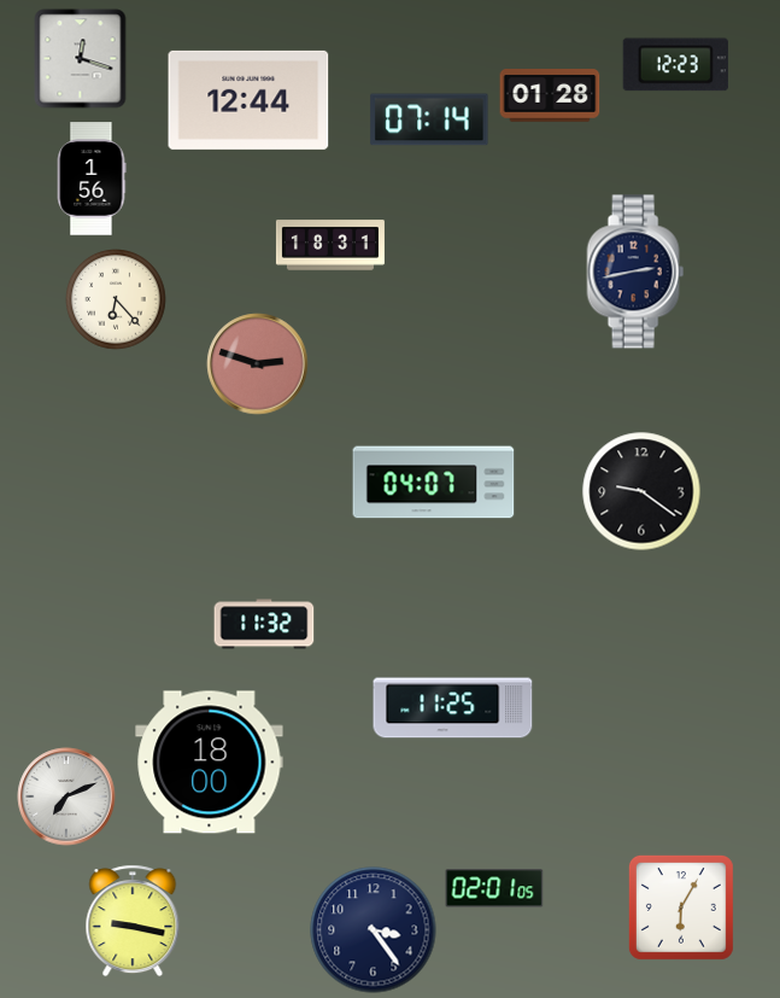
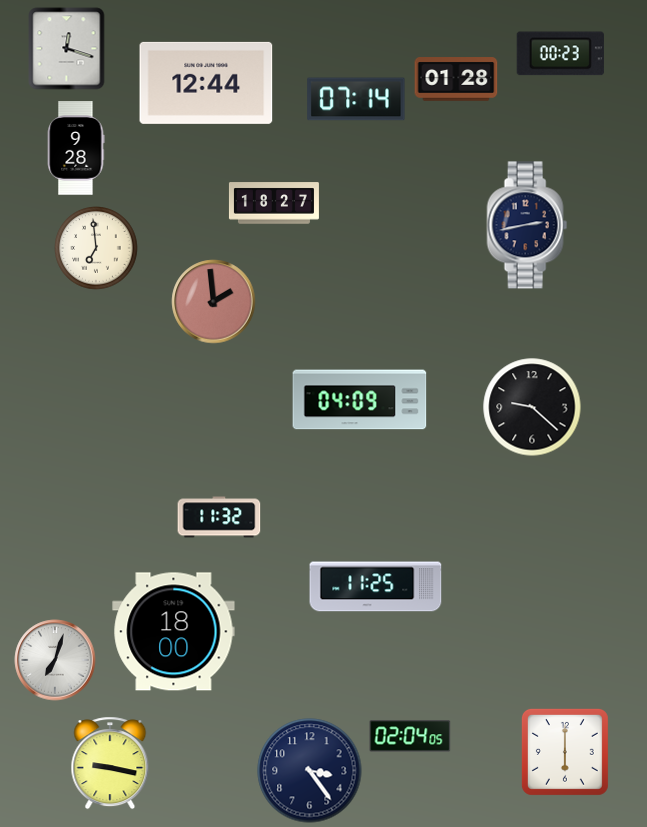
clock at (675, 65): 12:23 -> 00:23
clock at (92, 179): 1:56 -> 9:28
clock at (330, 245): 18:31 -> 18:27
clock at (116, 299): 6:23 -> 6:59
clock at (258, 364): 2:48 -> 1:59
clock at (434, 483): 04:07 -> 04:09
clock at (641, 491): 9:21 -> 9:22
clock at (66, 796): 7:11 -> 7:03
clock at (494, 888): 02:01 -> 02:04
clock at (681, 907): 6:05 -> 6:00
